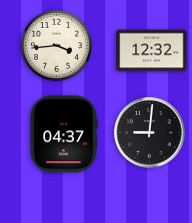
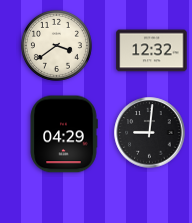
clock at (56, 45): 3:44 -> 3:39
clock at (64, 134): 04:37 -> 04:29
